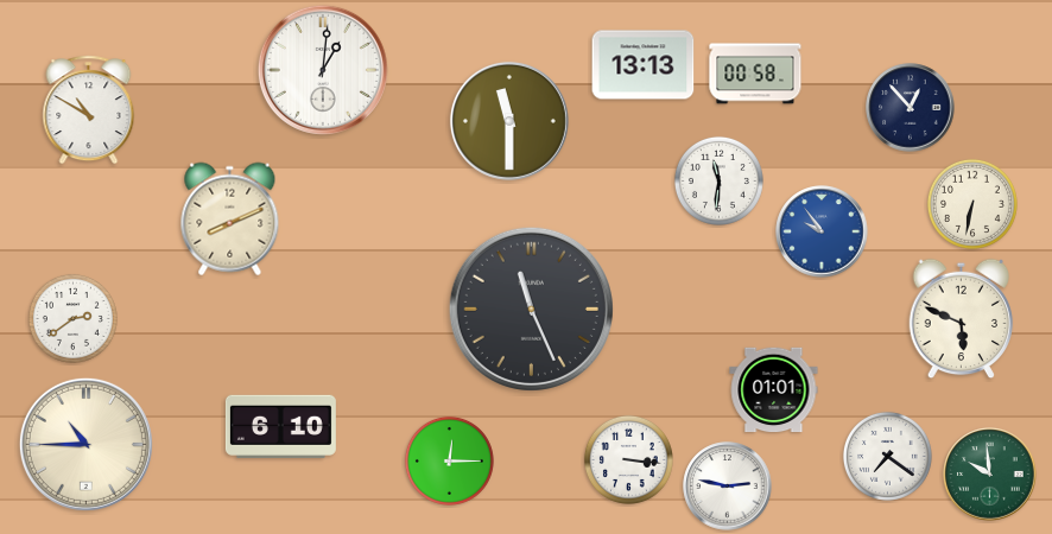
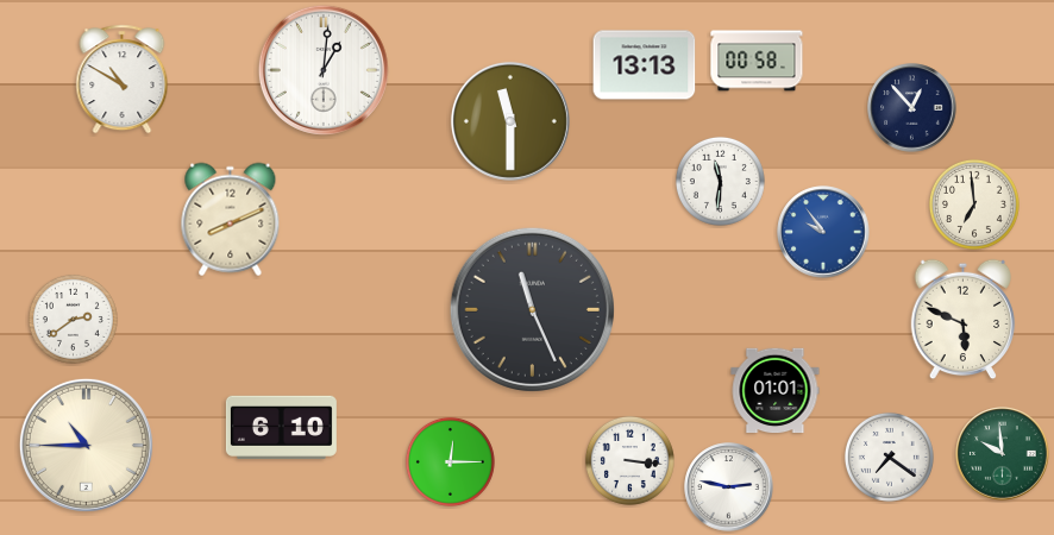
clock at (755, 74) position: (755, 74) -> (757, 61)
clock at (89, 110) position: (89, 110) -> (123, 80)
clock at (972, 204): 6:32 -> 6:59
clock at (990, 475) position: (990, 475) -> (1003, 454)
